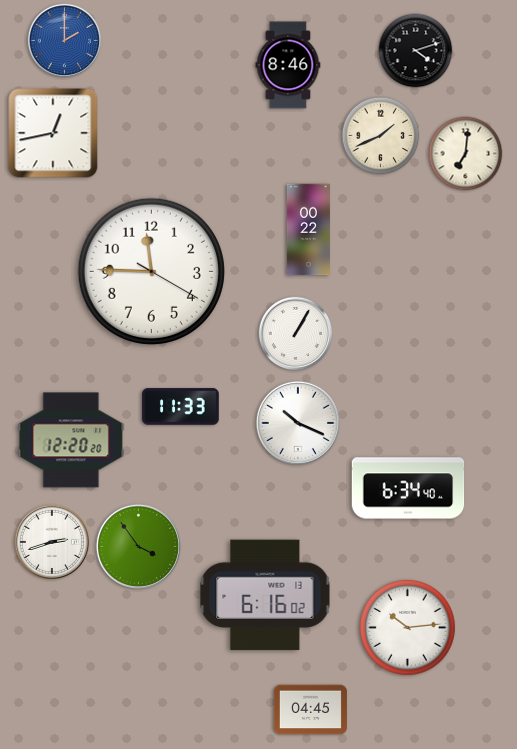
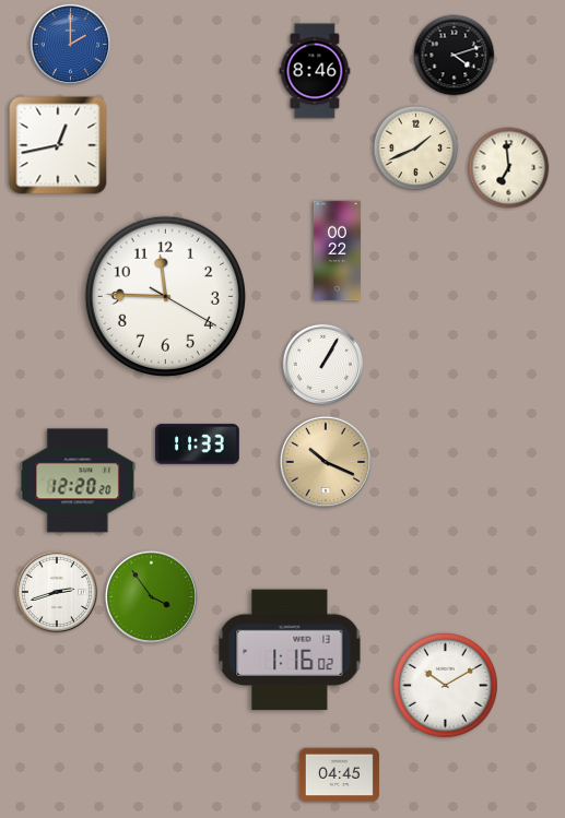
clock at (466, 154): 7:01 -> 6:59
clock at (298, 423) dial: white -> champagne
clock at (408, 488): 6:34 -> none
clock at (265, 595): 6:16 -> 1:16
clock at (407, 627): 10:14 -> 10:10
